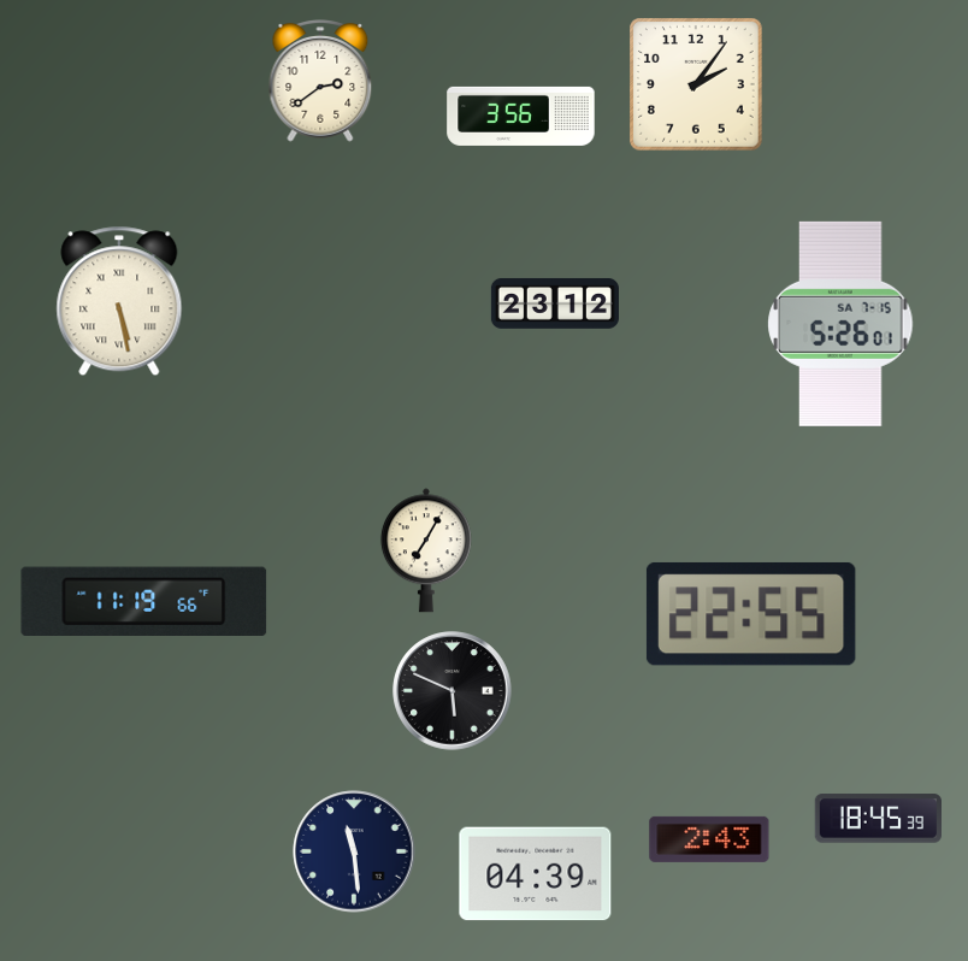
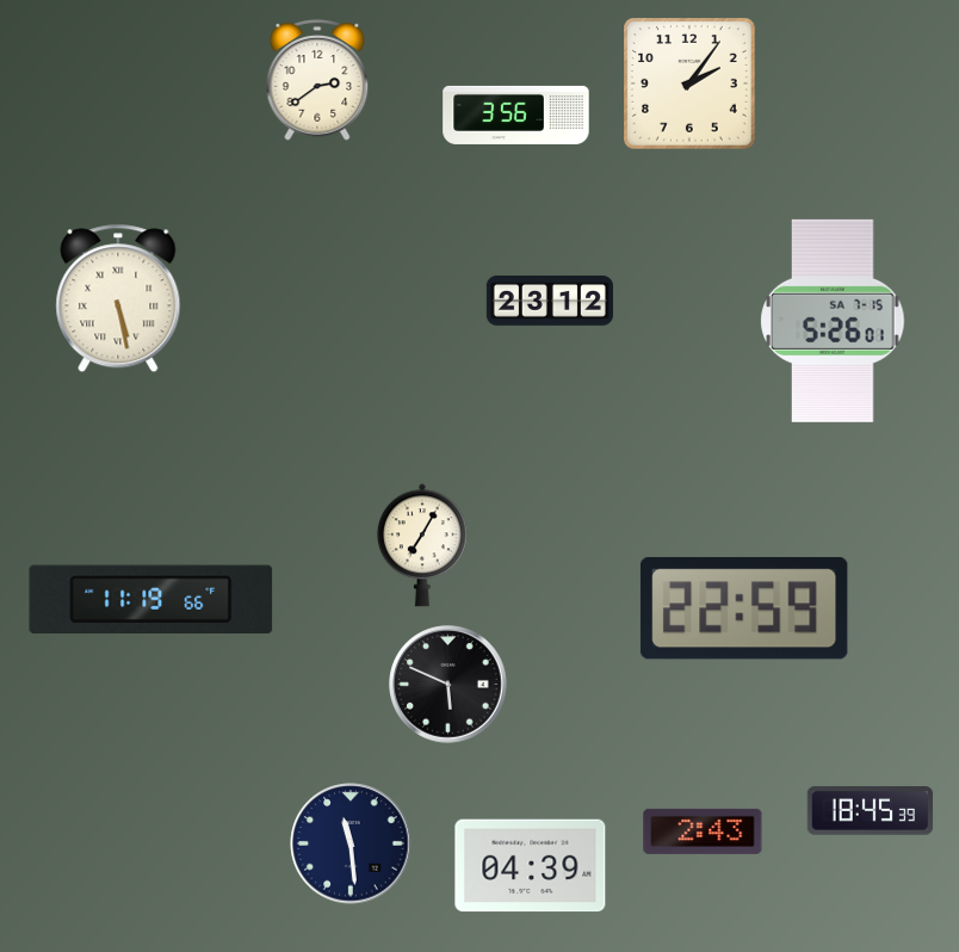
clock at (144, 601) position: (144, 601) -> (151, 599)
clock at (751, 614): 22:55 -> 22:59
